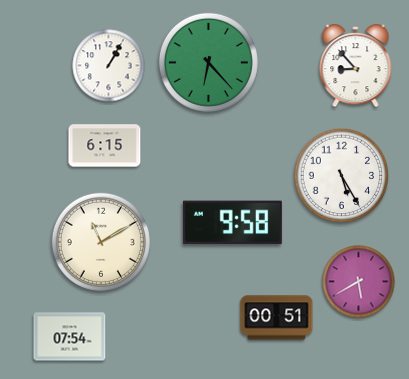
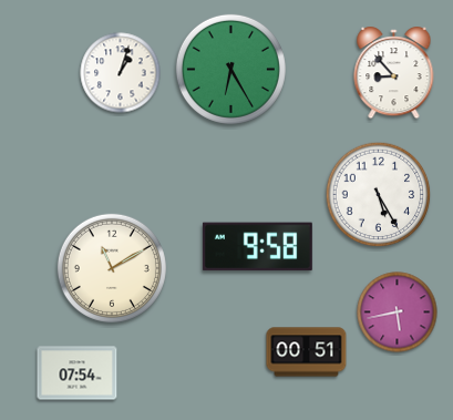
clock at (208, 62): 6:23 -> 6:25
clock at (109, 66): 1:05 -> 1:03
clock at (105, 146): 6:15 -> none
clock at (359, 282): 5:40 -> 5:43
